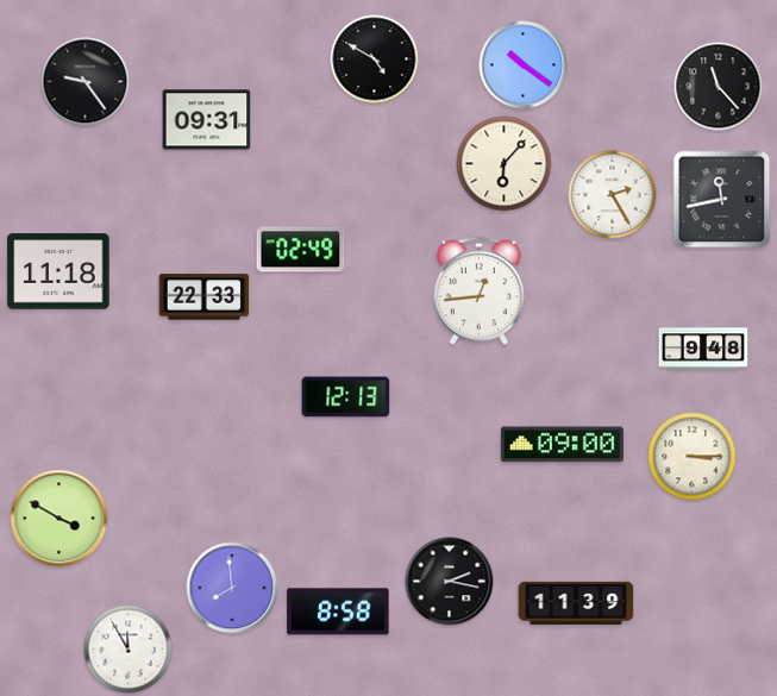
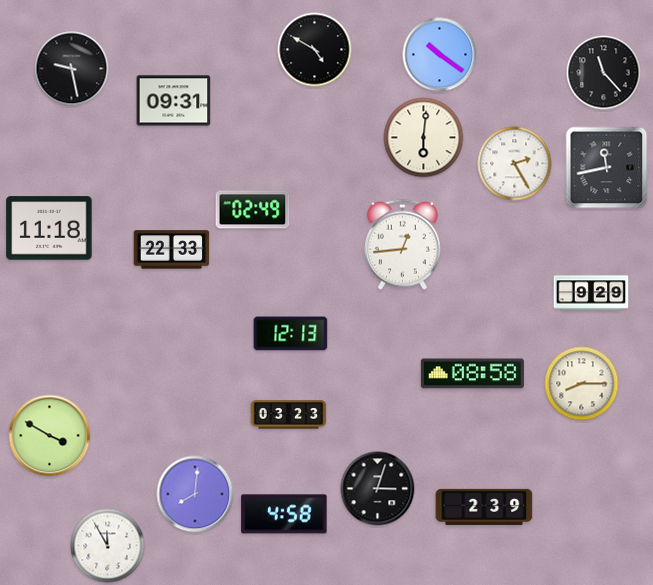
clock at (86, 82): 9:24 -> 9:28
clock at (505, 164): 6:07 -> 6:01
clock at (703, 349): 9:48 -> 9:29
clock at (562, 445): 09:00 -> 08:58
clock at (693, 457): 3:15 -> 8:15
clock at (289, 415): none -> 03:23
clock at (450, 582): 2:17 -> 3:03
clock at (232, 588): 7:59 -> 8:01
clock at (576, 603): 11:39 -> 2:39
clock at (338, 612): 8:58 -> 4:58
